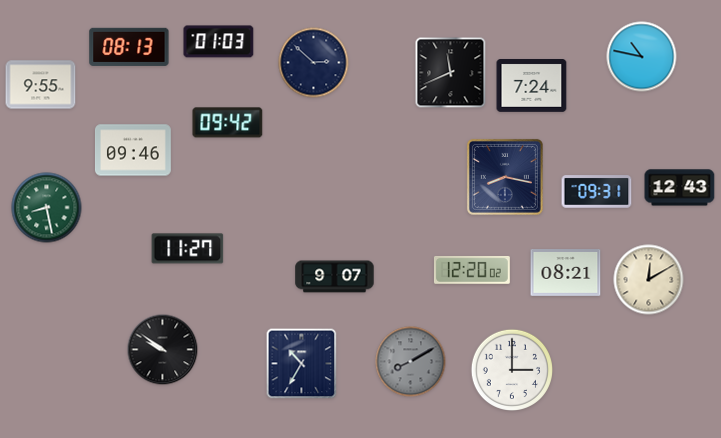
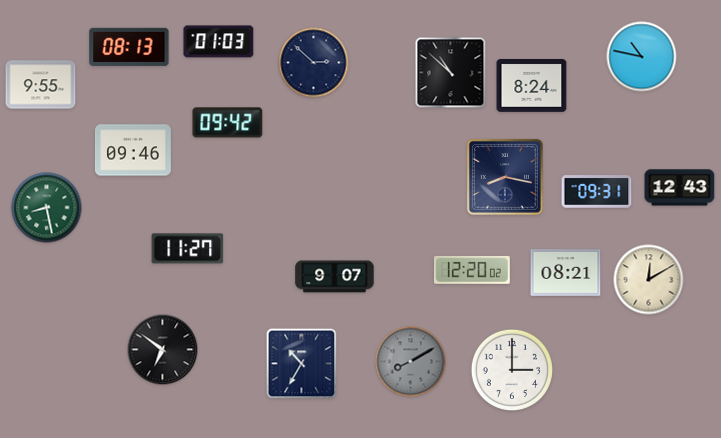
clock at (451, 73): 11:41 -> 10:52
clock at (532, 86): 7:24 -> 8:24
clock at (163, 350): 9:51 -> 6:51
